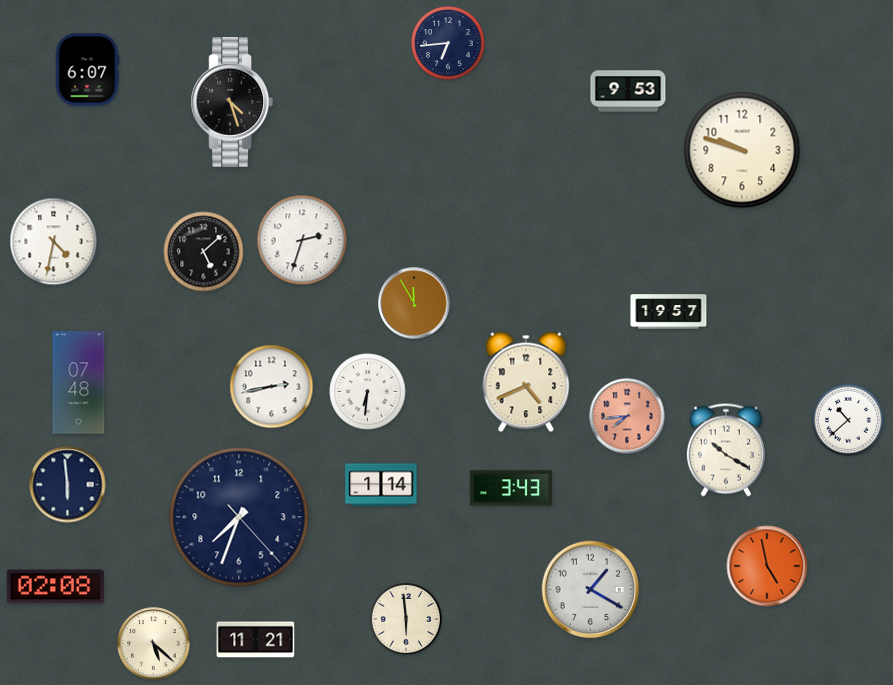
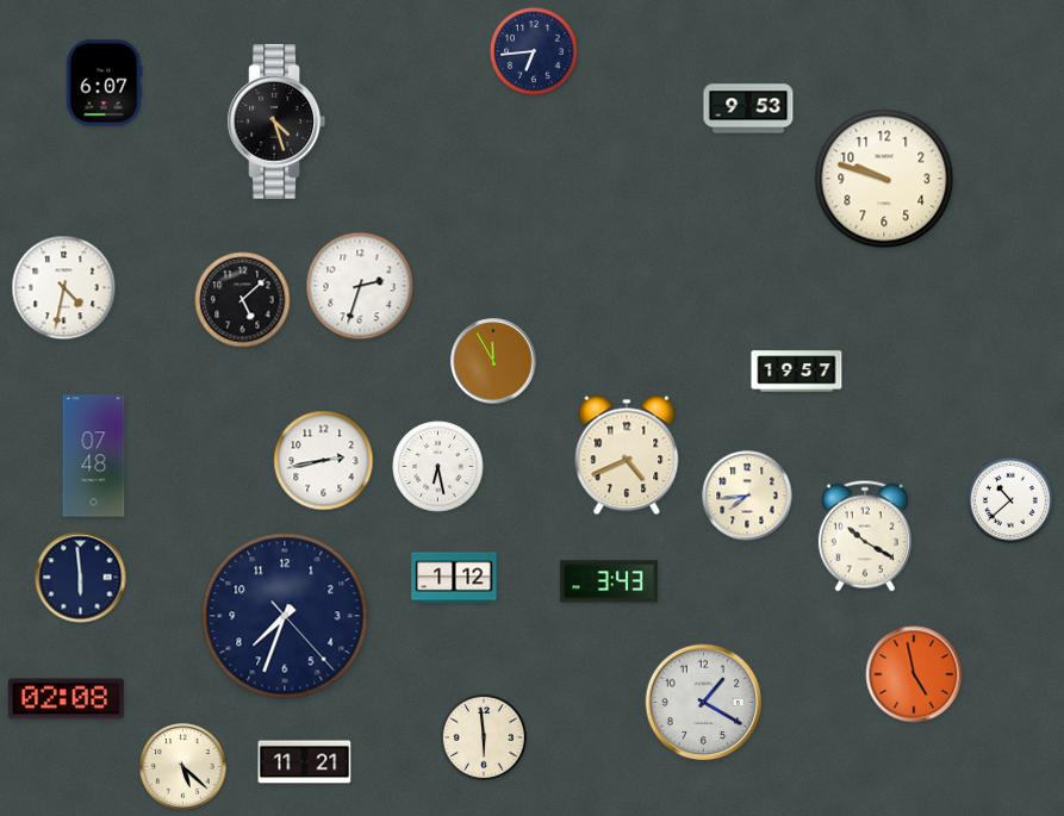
clock at (368, 392): 6:31 -> 6:28
clock at (627, 416) dial: salmon -> cream
clock at (381, 485): 1:14 -> 1:12
